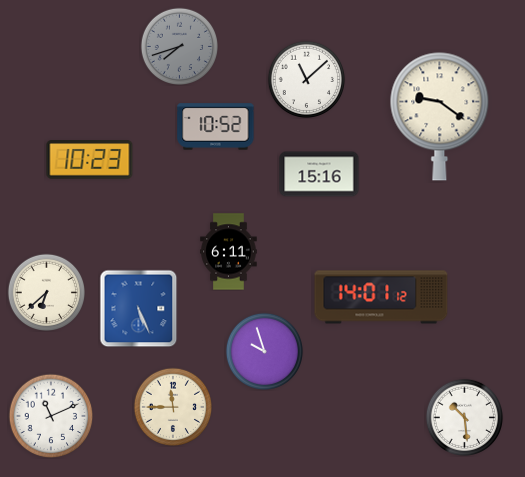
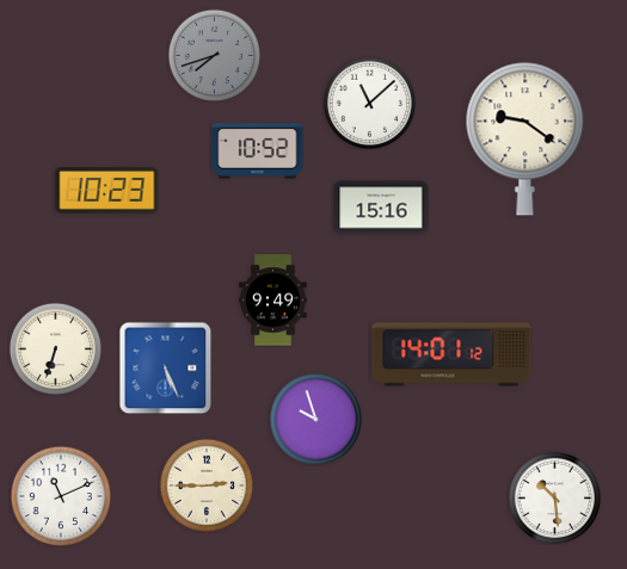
clock at (306, 79) position: (306, 79) -> (369, 103)
clock at (229, 252): 6:11 -> 9:49
clock at (46, 292): 6:38 -> 6:33
clock at (381, 297) position: (381, 297) -> (451, 354)
clock at (172, 406): 11:45 -> 2:45
